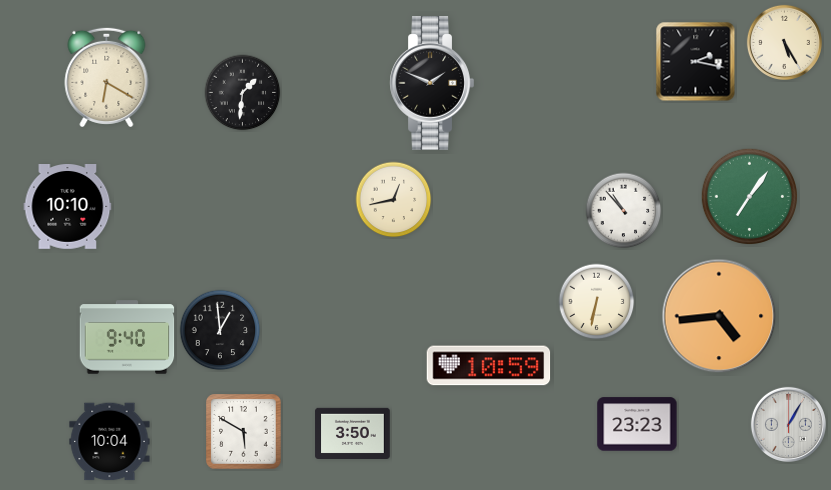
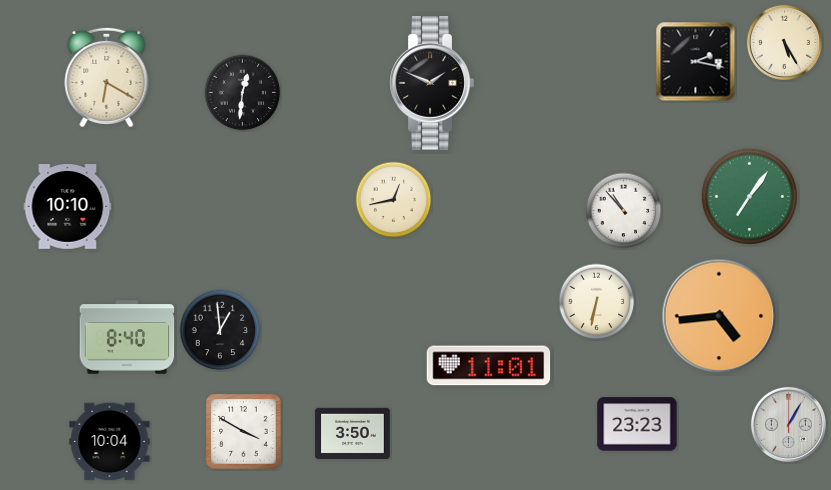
clock at (243, 93): 1:31 -> 12:31
clock at (127, 337): 9:40 -> 8:40
clock at (489, 366): 10:59 -> 11:01
clock at (244, 432): 5:50 -> 3:50
